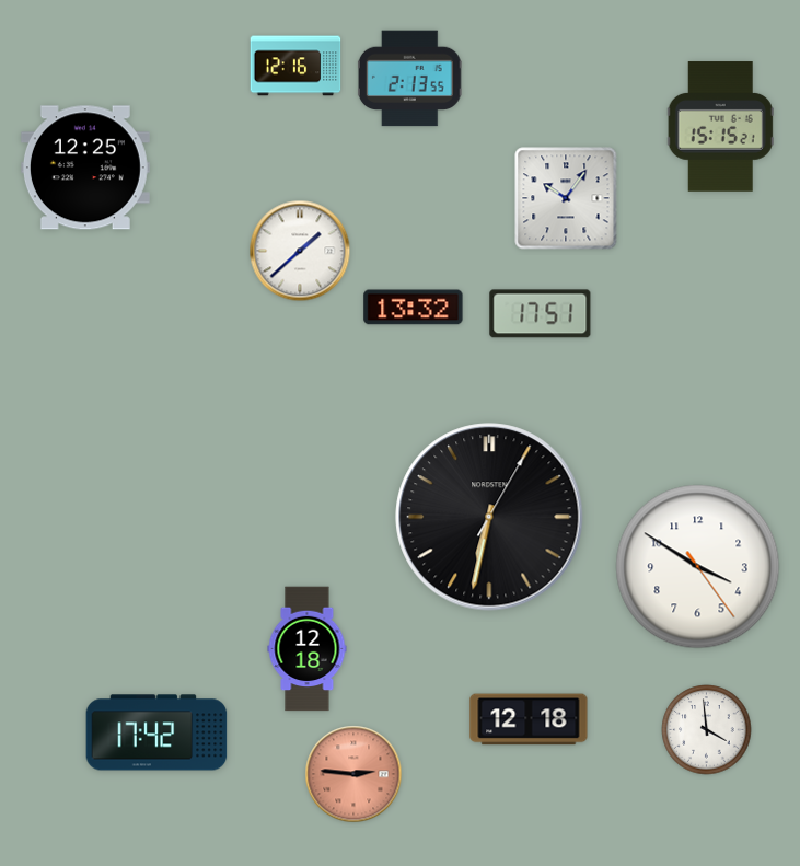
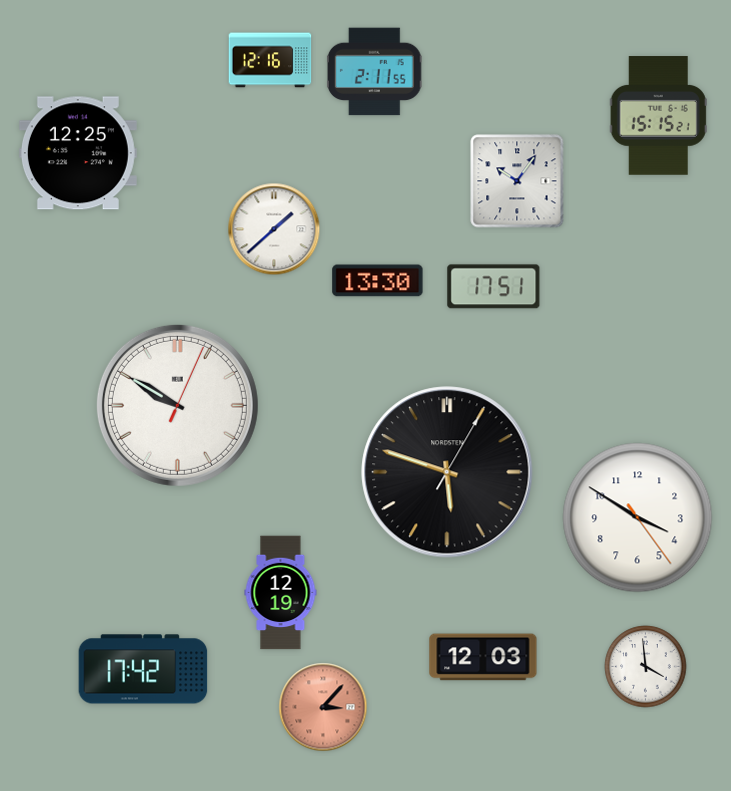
clock at (409, 79): 2:13 -> 2:11
clock at (414, 308): 13:32 -> 13:30
clock at (177, 405): none -> 9:50
clock at (489, 517): 6:32 -> 5:48
clock at (308, 649): 12:18 -> 12:19
clock at (529, 719): 12:18 -> 12:03
clock at (353, 774): 2:46 -> 3:07
